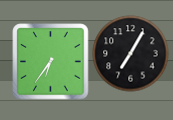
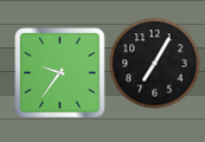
clock at (51, 62): 6:36 -> 9:36
